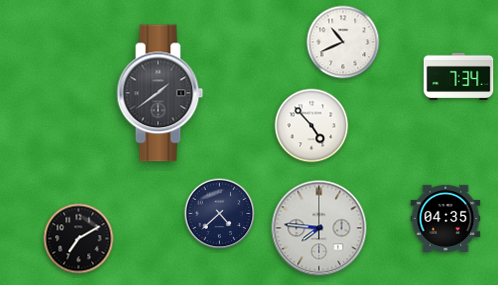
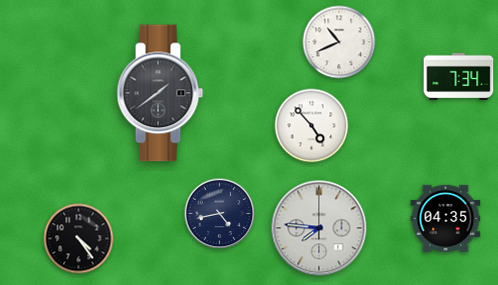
clock at (343, 42) position: (343, 42) -> (339, 42)
clock at (220, 214): 4:38 -> 4:43
clock at (79, 239): 7:10 -> 4:24
